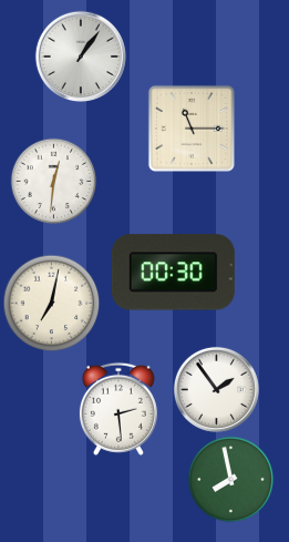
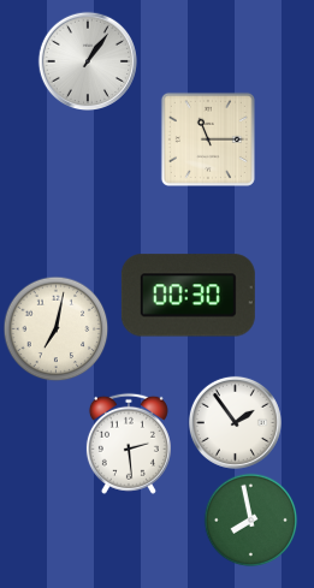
clock at (53, 181): 12:31 -> none
